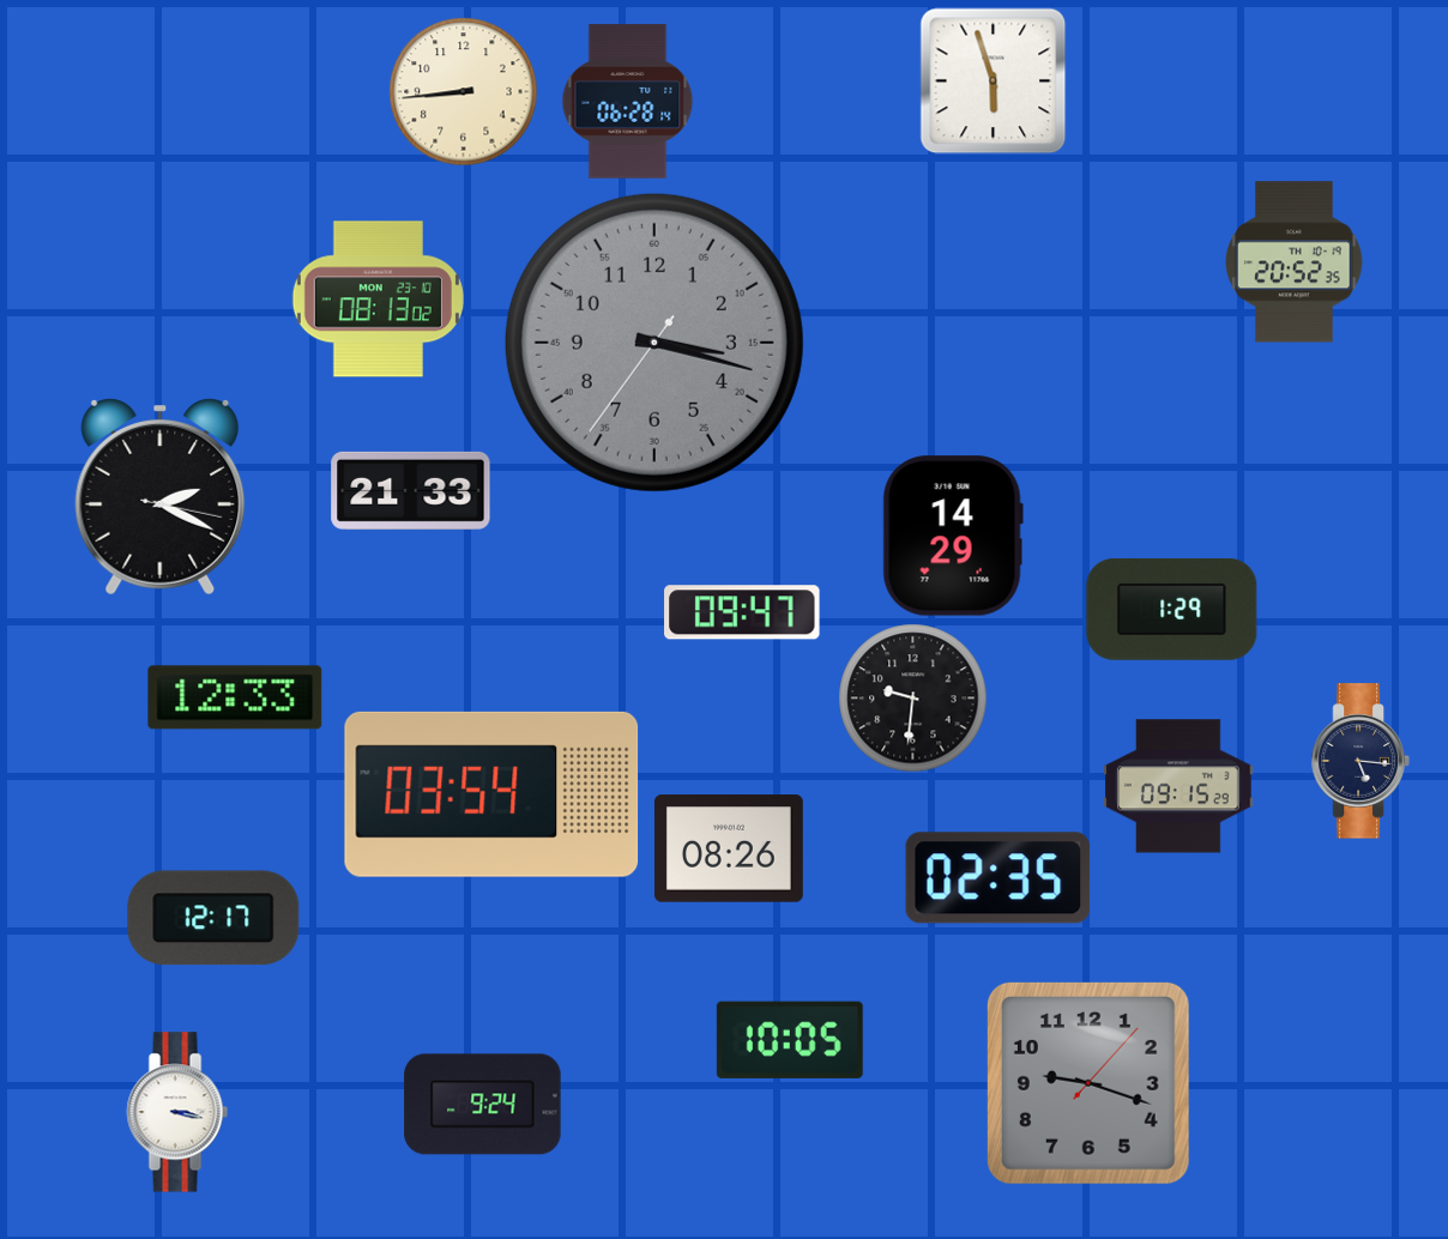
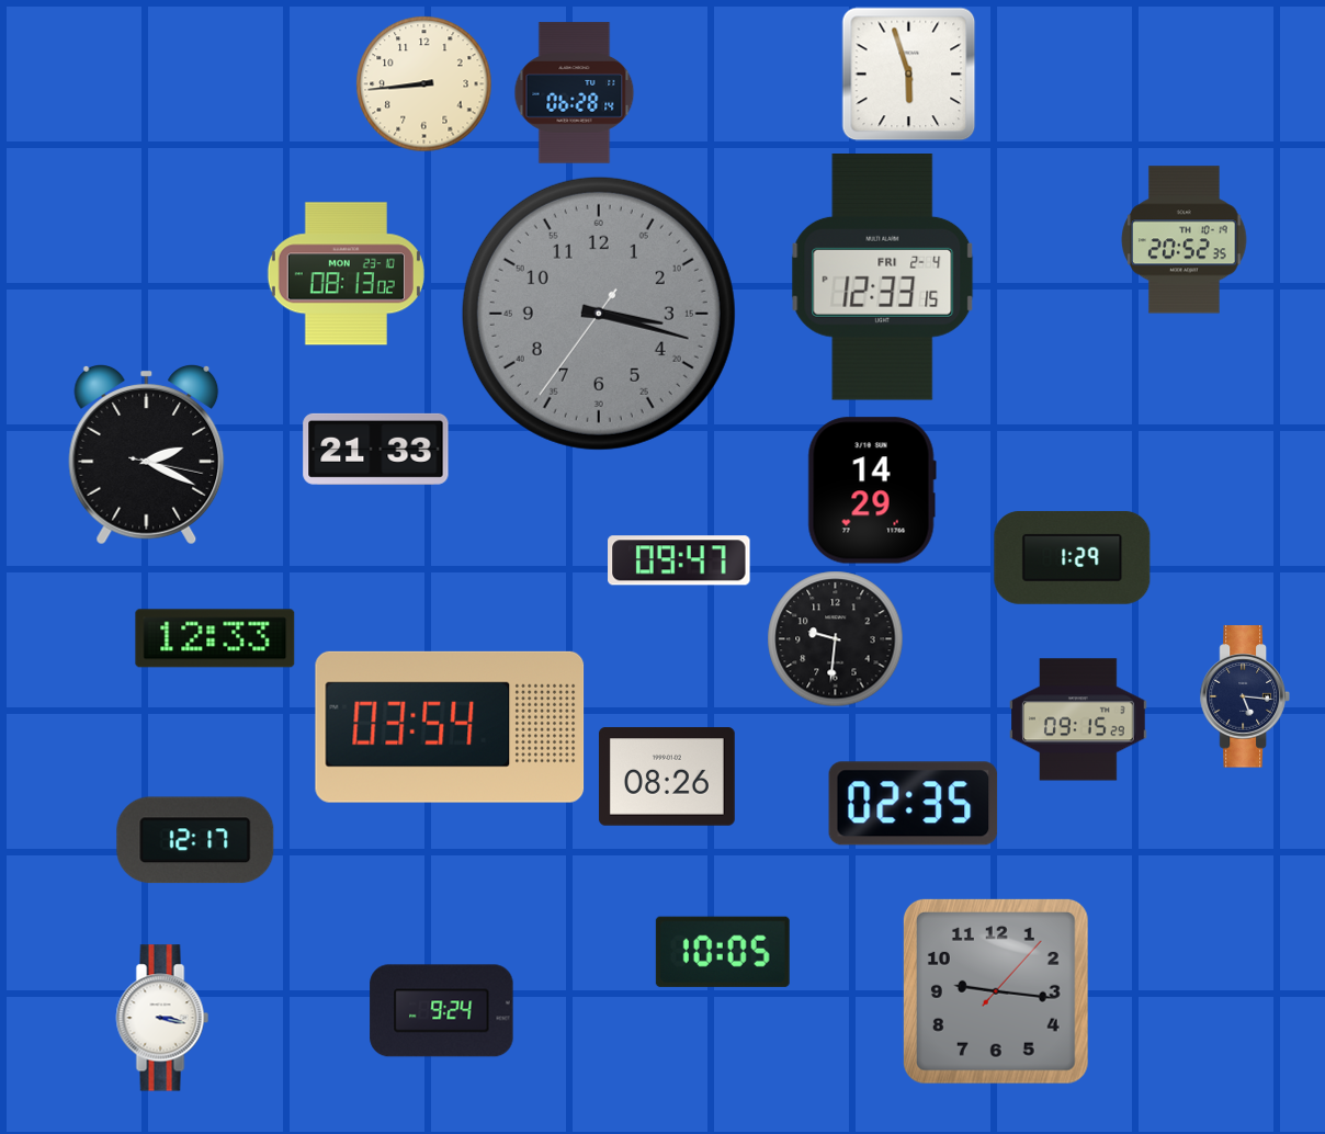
clock at (883, 277): none -> 12:33
clock at (1088, 1083): 9:18 -> 9:16
